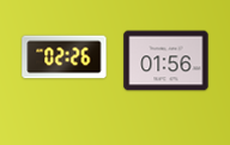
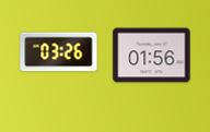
clock at (65, 58): 02:26 -> 03:26
